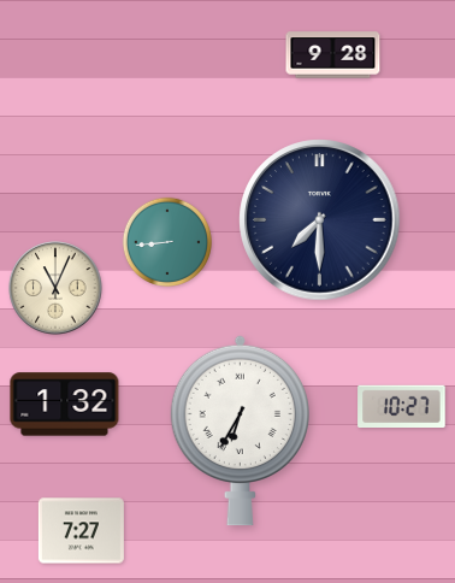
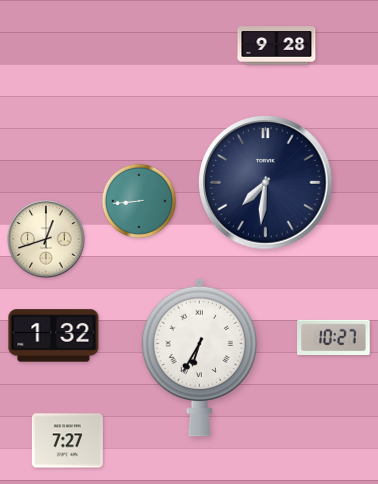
clock at (320, 220): 7:30 -> 7:31
clock at (55, 288): 11:04 -> 12:42
